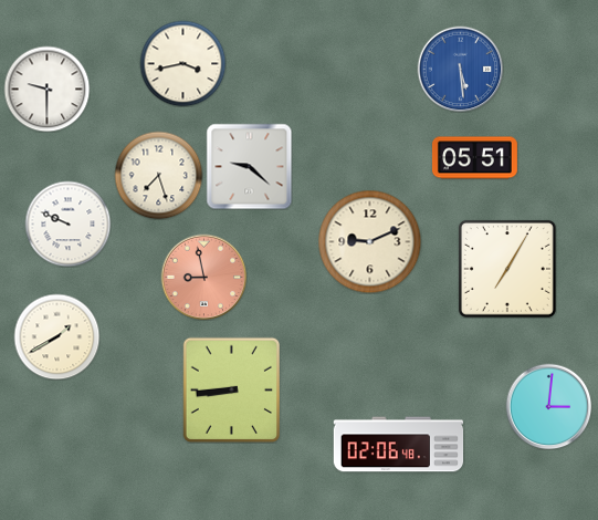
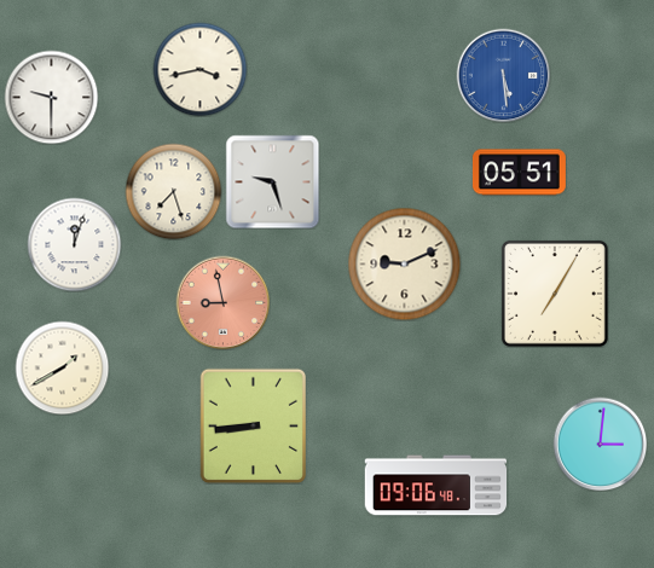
clock at (249, 166): 9:22 -> 9:27
clock at (67, 223): 9:49 -> 12:03
clock at (399, 445): 02:06 -> 09:06
